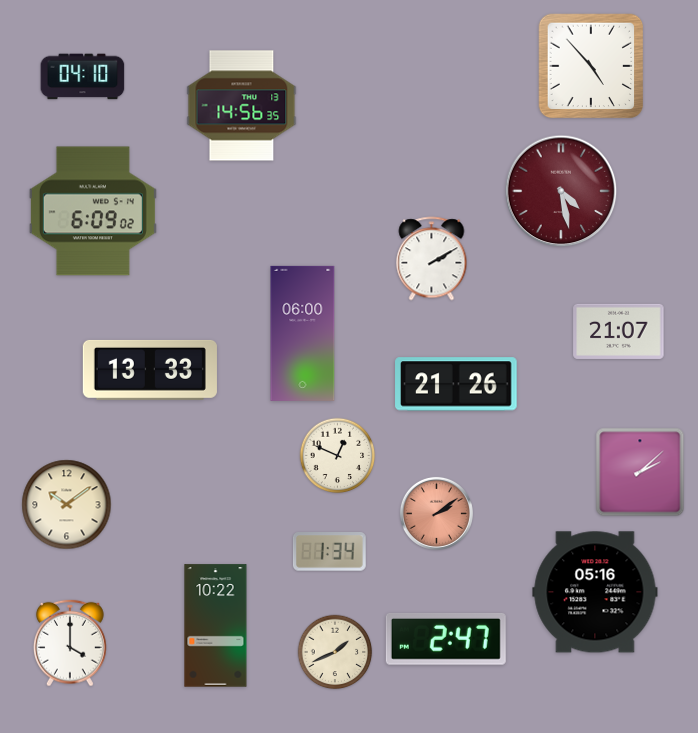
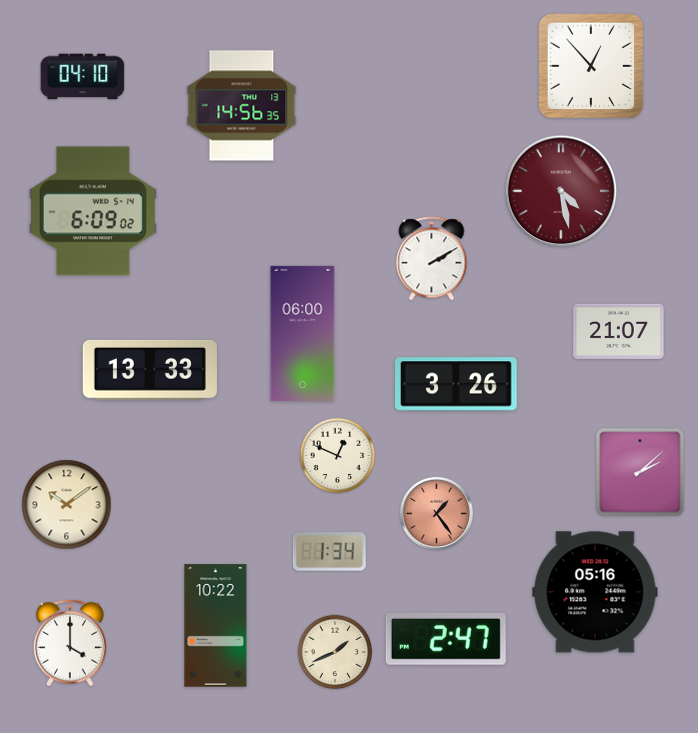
clock at (591, 66): 4:53 -> 12:53
clock at (456, 384): 21:26 -> 3:26
clock at (436, 513): 2:09 -> 1:24
